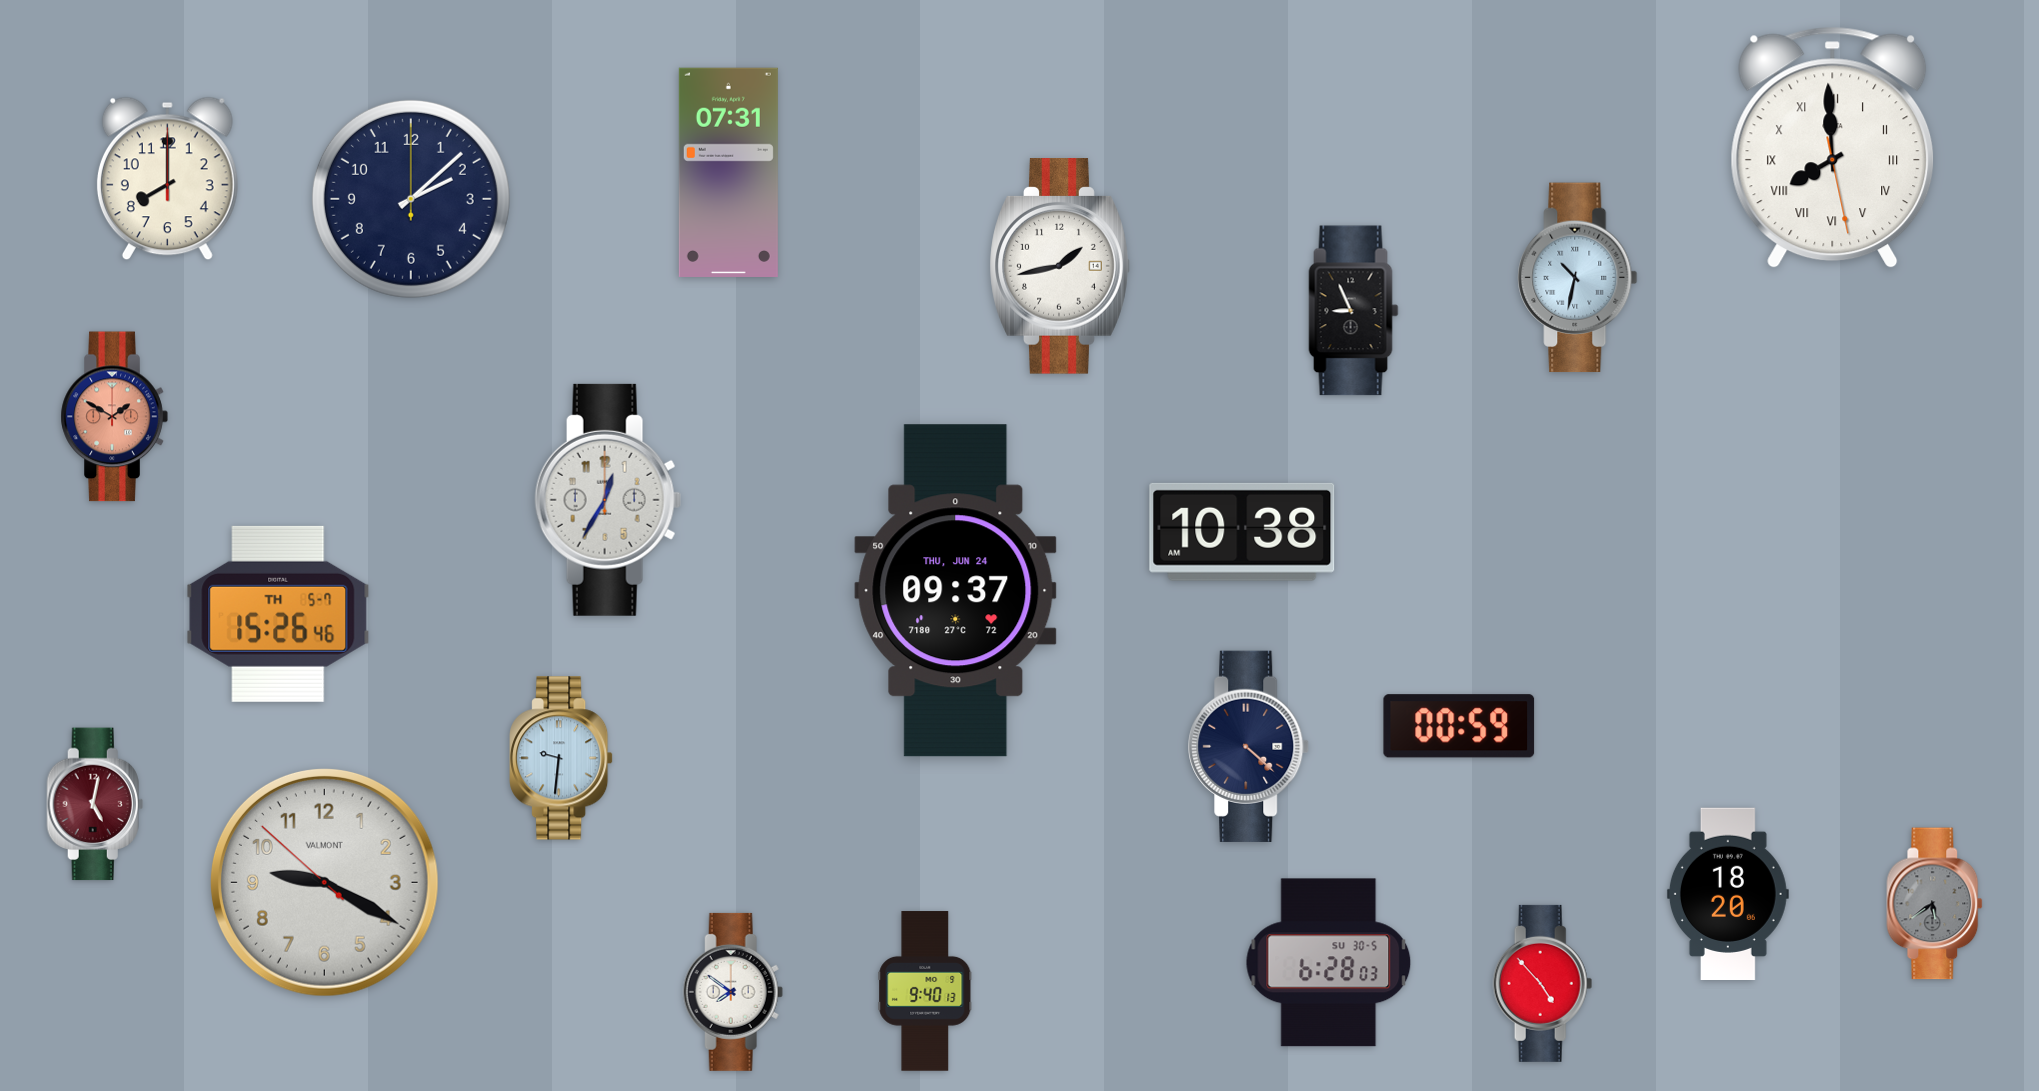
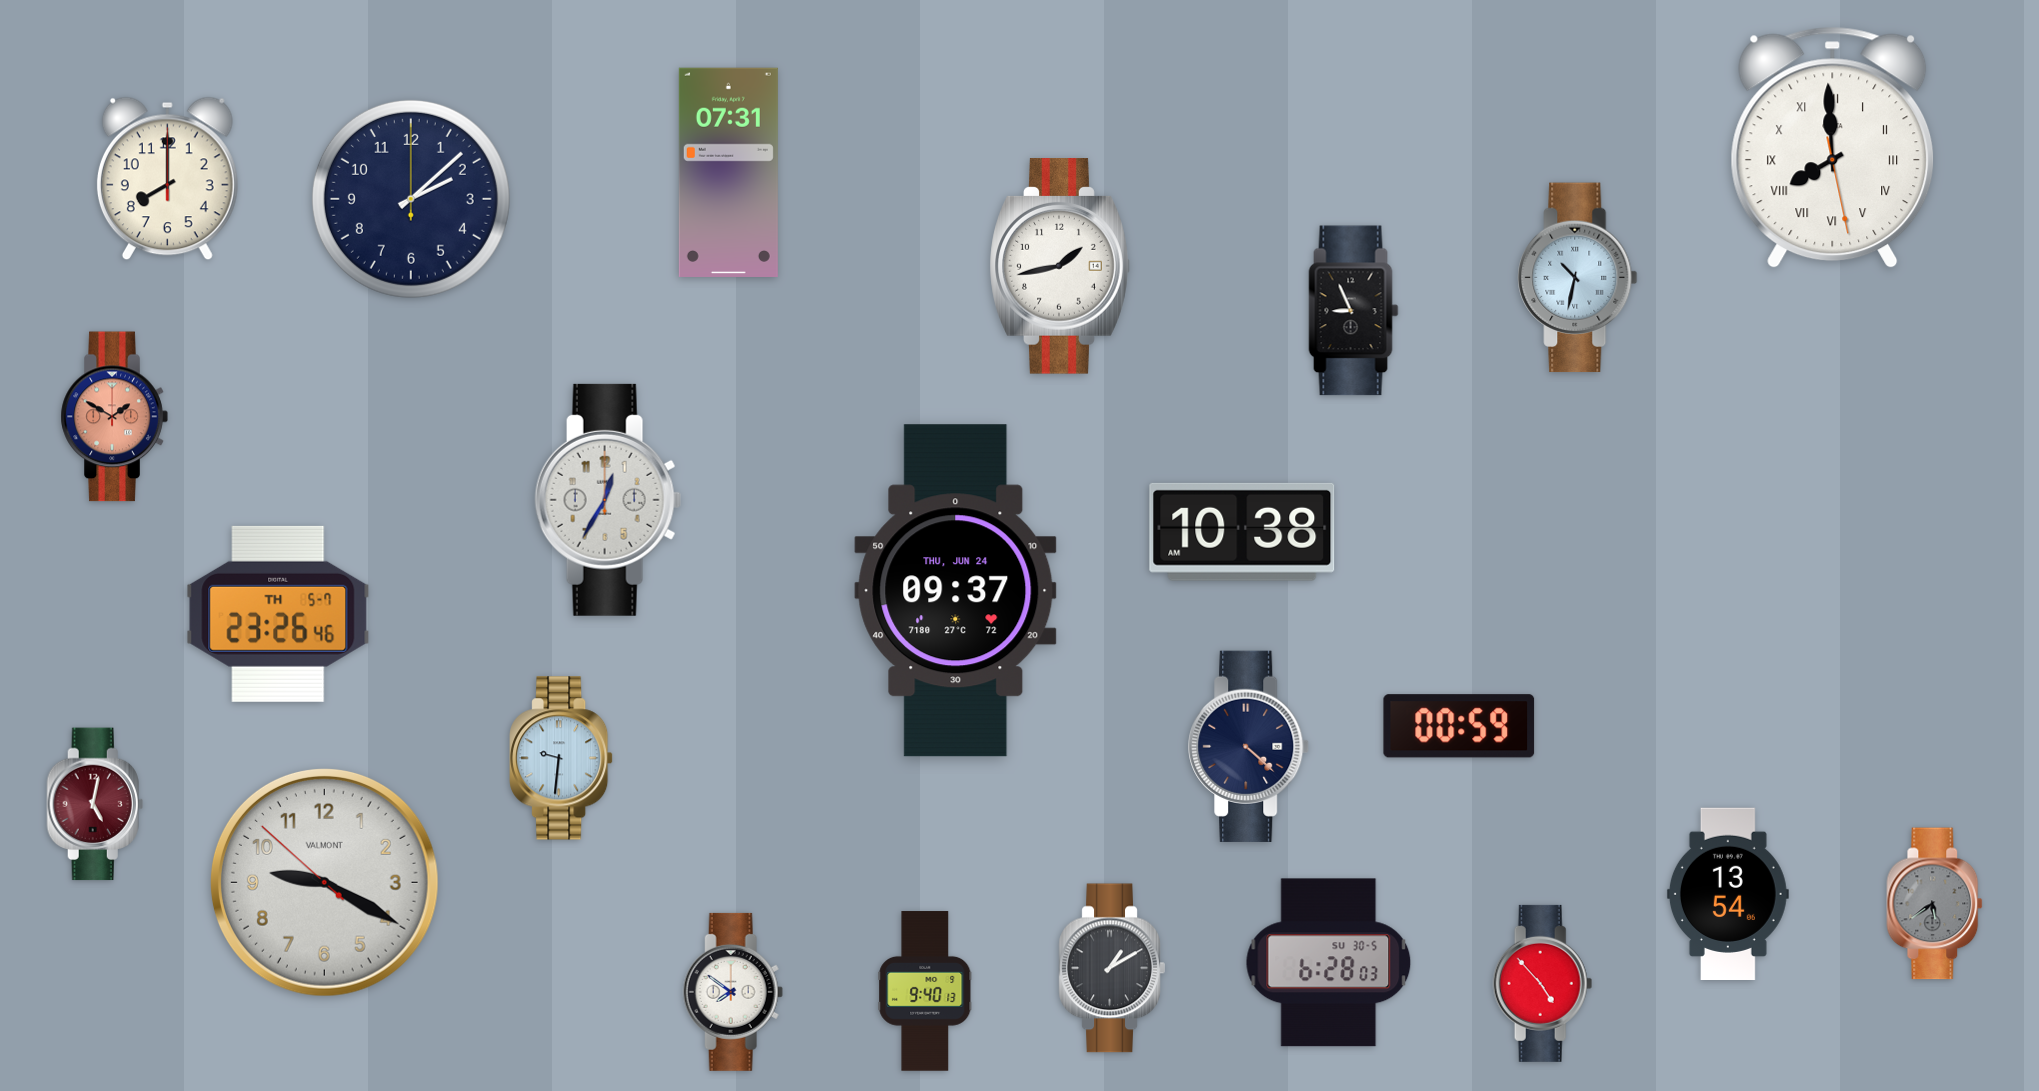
clock at (278, 614): 15:26 -> 23:26
clock at (1728, 893): 18:20 -> 13:54
clock at (1112, 968): none -> 1:10
